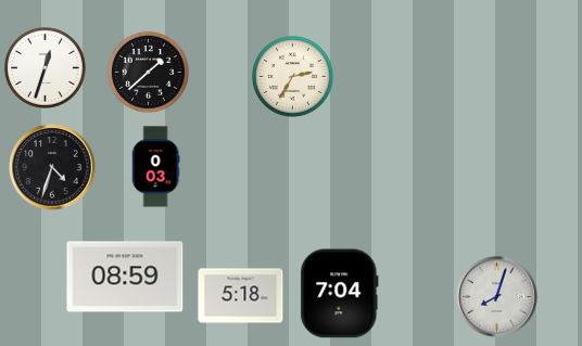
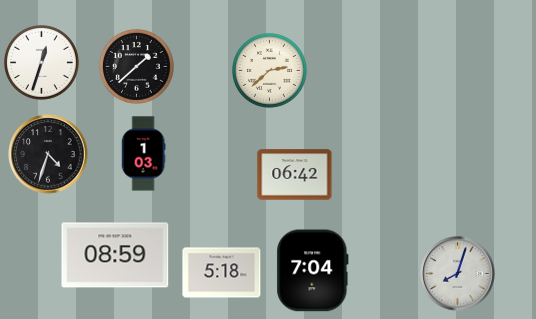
clock at (292, 76): 2:35 -> 2:38
clock at (155, 167): 0:03 -> 1:03
clock at (295, 175): none -> 06:42
